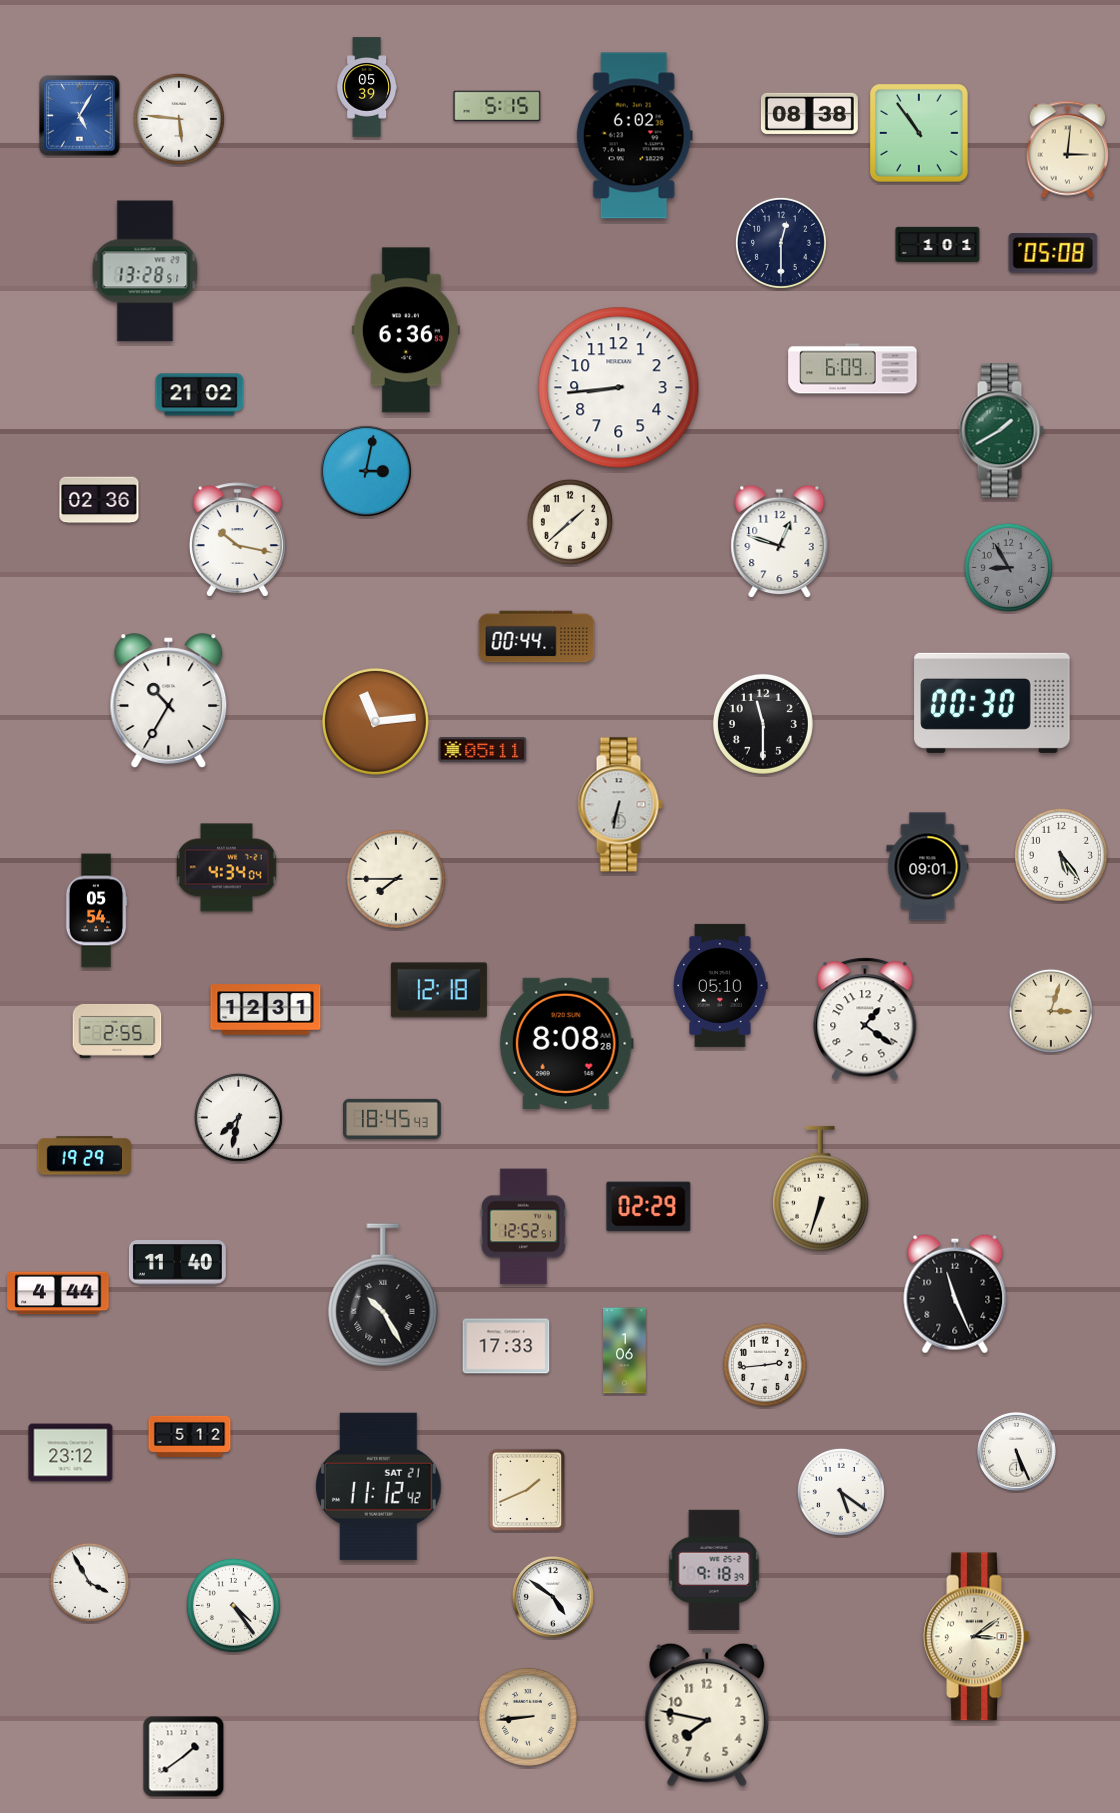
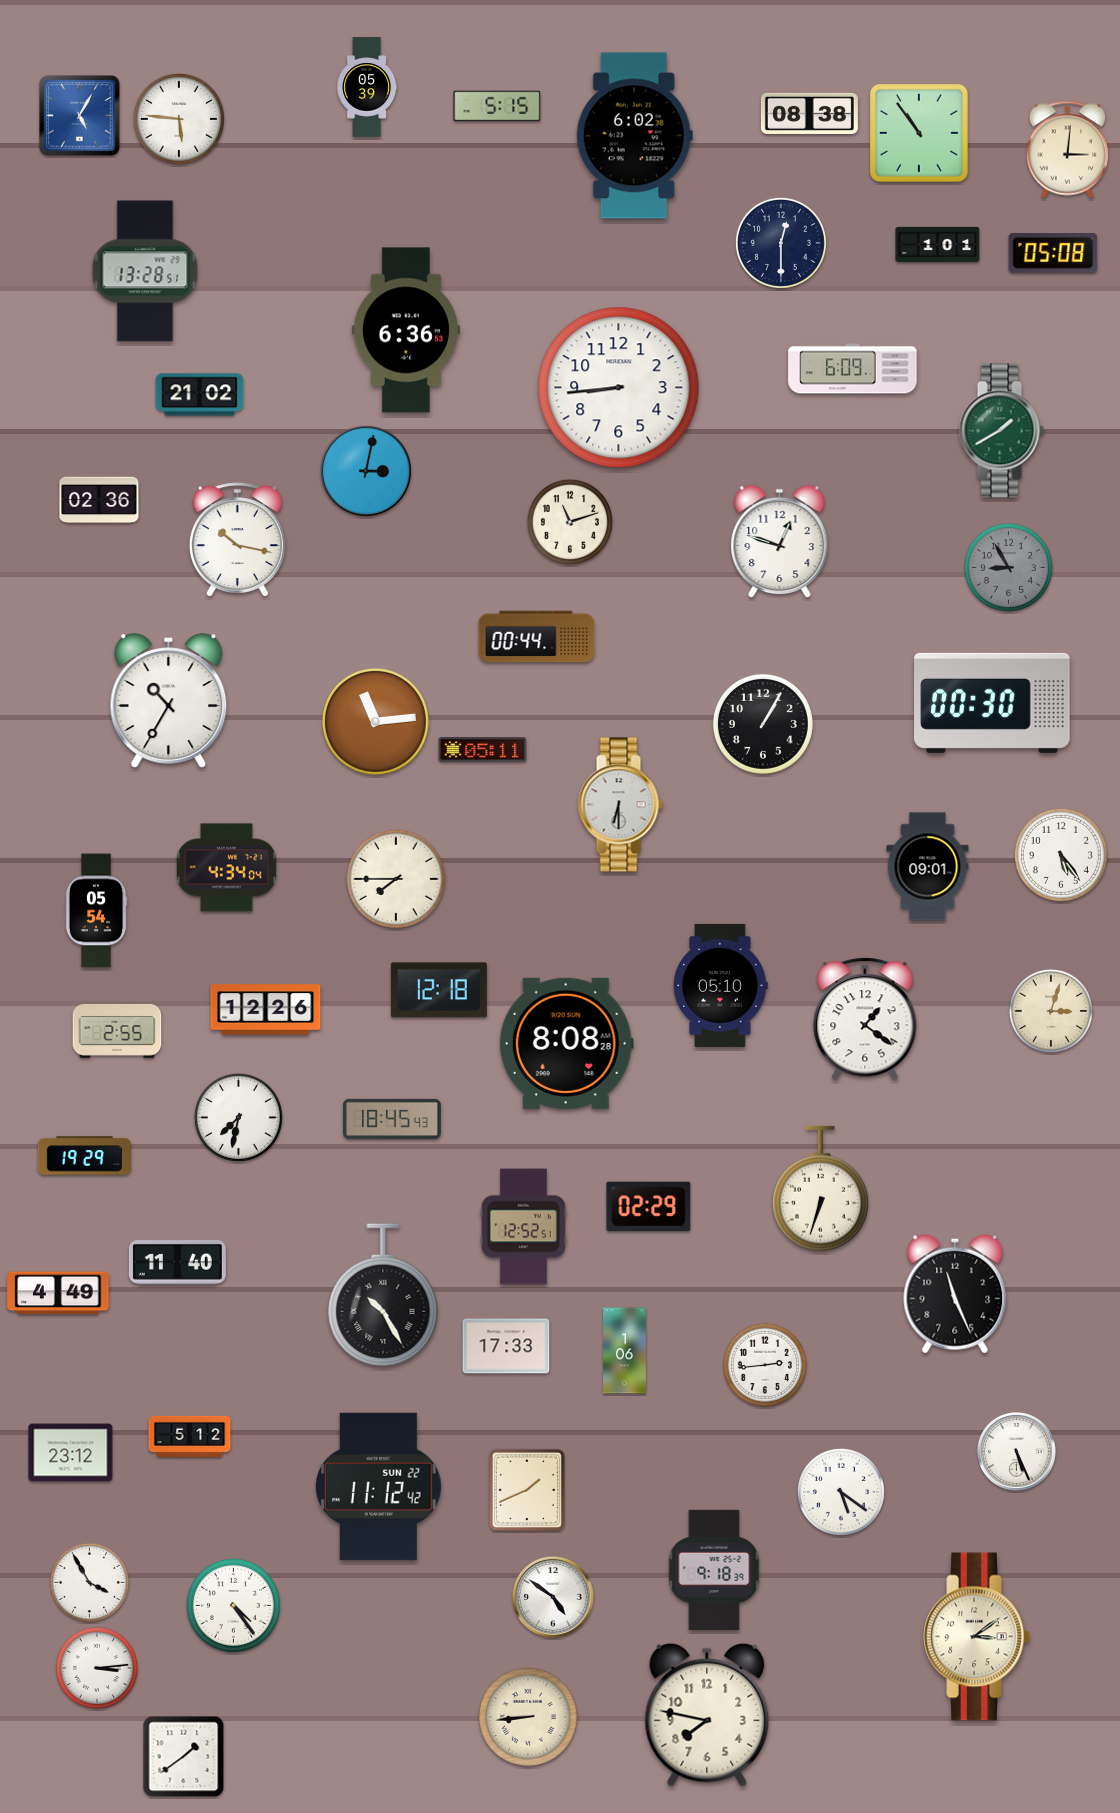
clock at (570, 522): 1:38 -> 11:12
clock at (763, 724): 11:30 -> 1:05
clock at (620, 805): 6:32 -> 6:30
clock at (266, 1010): 12:31 -> 12:26
clock at (58, 1293): 4:44 -> 4:49
clock at (379, 1486) date: SAT 21 -> SUN 22
clock at (97, 1668): none -> 3:14
